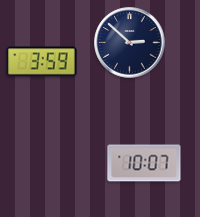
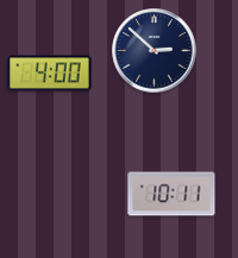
clock at (42, 62): 3:59 -> 4:00
clock at (144, 163): 10:07 -> 10:11
